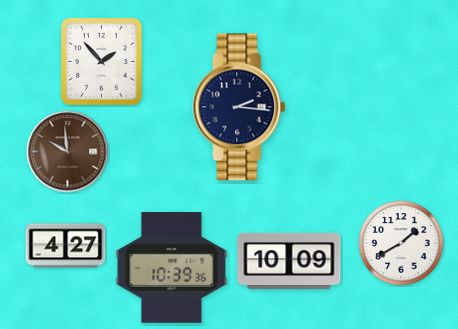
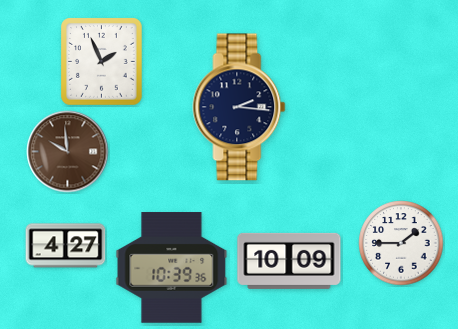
clock at (102, 62): 1:53 -> 1:56
clock at (401, 243): 1:40 -> 1:45
